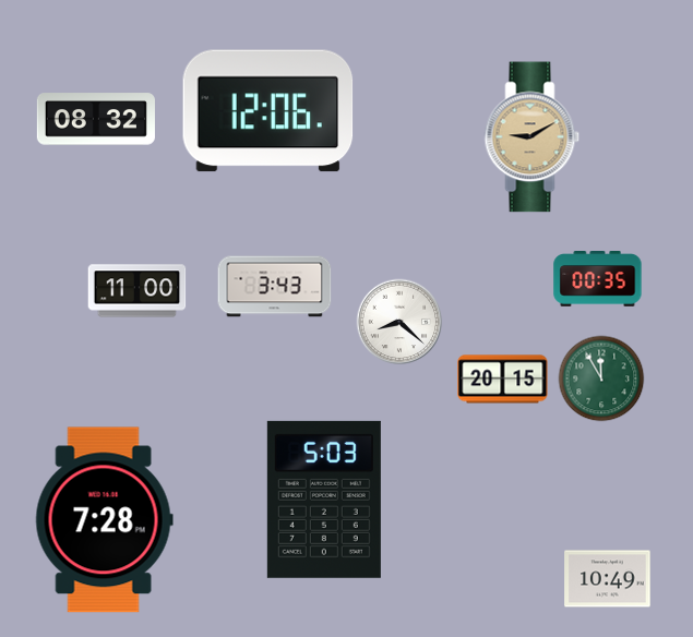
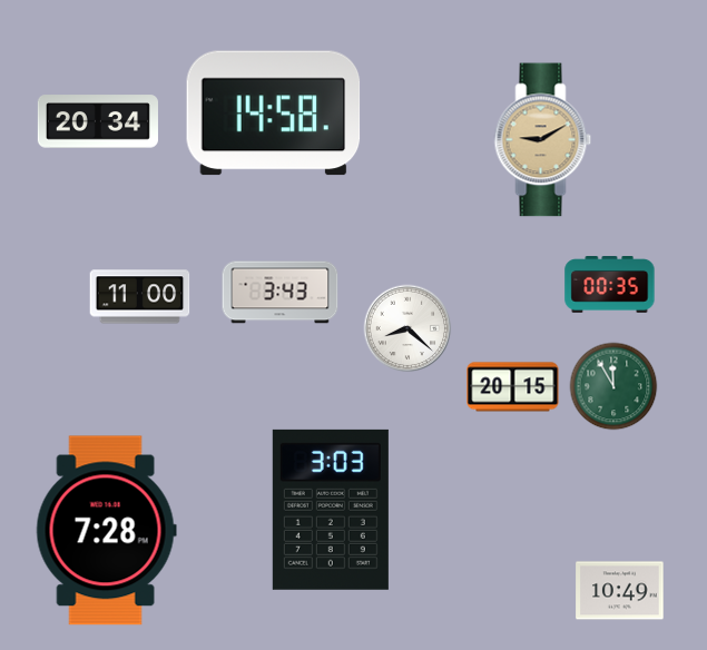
clock at (268, 111): 12:06 -> 14:58
clock at (96, 119): 08:32 -> 20:34
clock at (324, 500): 5:03 -> 3:03
